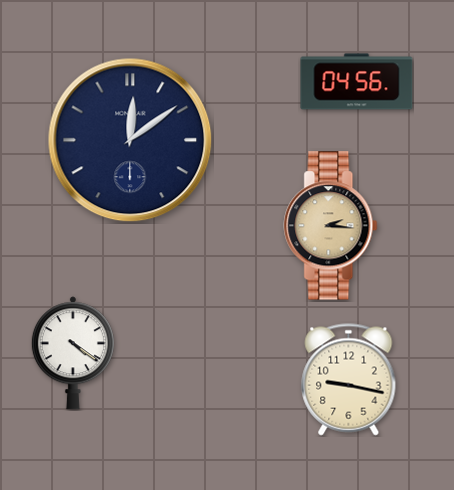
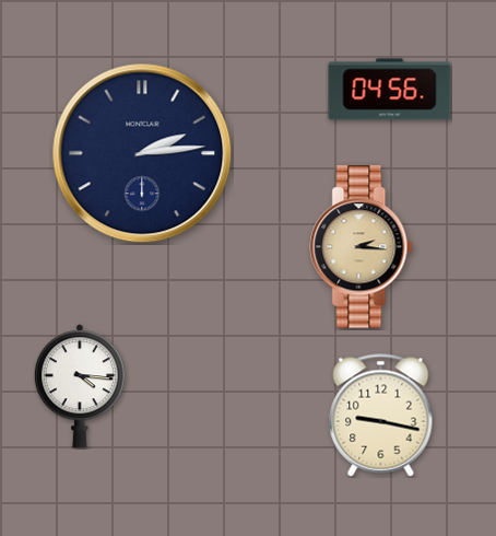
clock at (130, 140): 12:09 -> 2:14
clock at (73, 353): 4:21 -> 4:16
